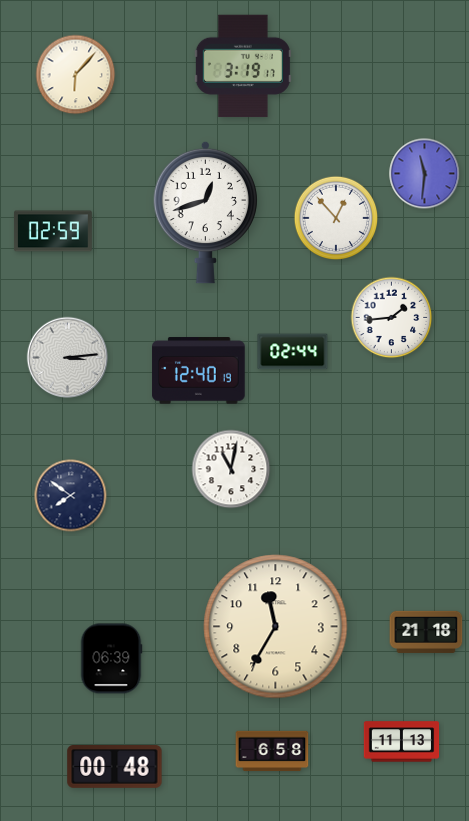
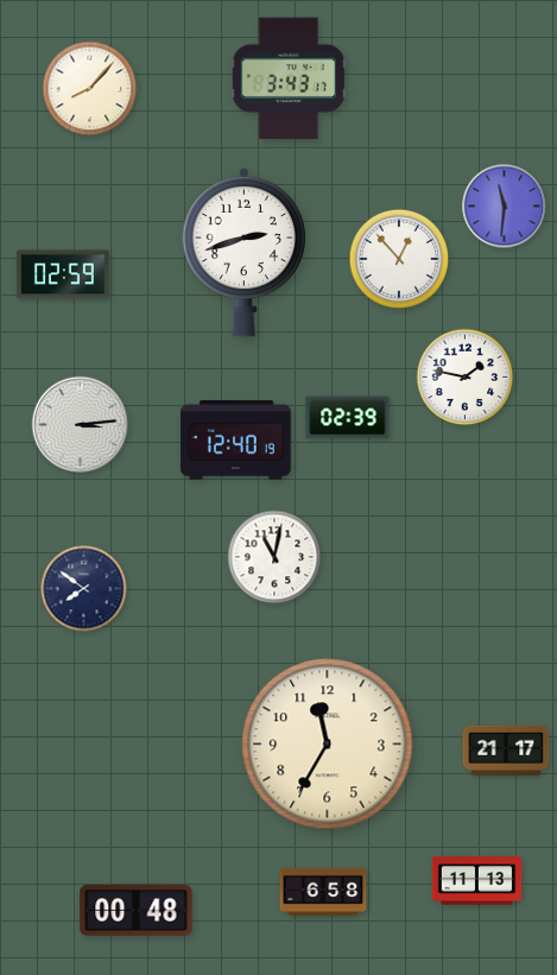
clock at (243, 66): 3:19 -> 3:43
clock at (76, 75): 6:07 -> 8:07
clock at (205, 212): 12:42 -> 2:42
clock at (392, 318): 1:44 -> 1:47
clock at (293, 352): 02:44 -> 02:39
clock at (426, 631): 21:18 -> 21:17
clock at (111, 659): 06:39 -> none
